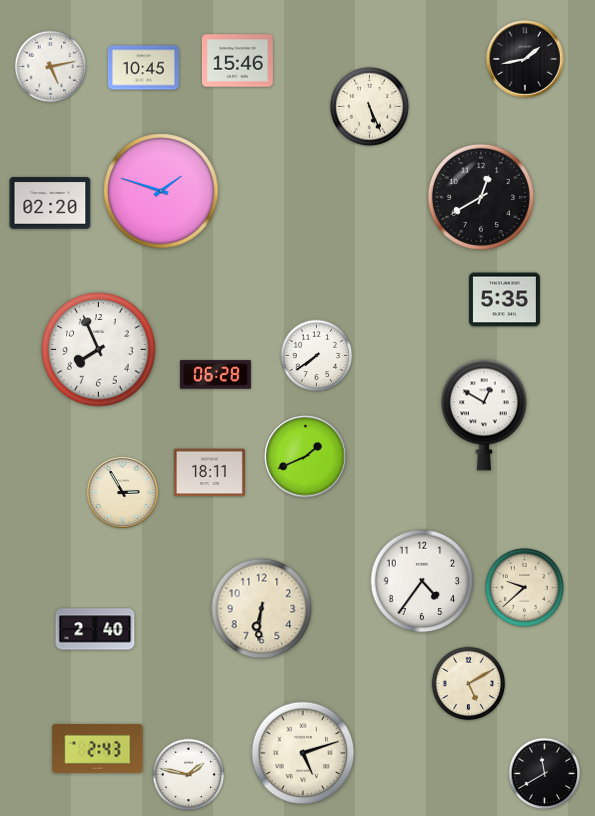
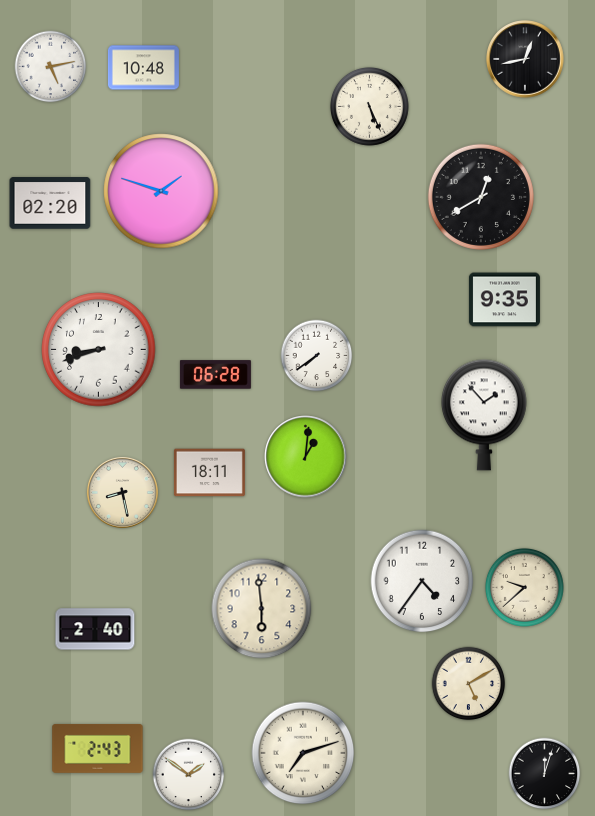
clock at (525, 59): 1:43 -> 12:43
clock at (237, 61): 15:46 -> none
clock at (143, 68): 10:45 -> 10:48
clock at (504, 300): 5:35 -> 9:35
clock at (99, 350): 7:56 -> 8:42
clock at (484, 415): 12:50 -> 1:53
clock at (306, 457): 1:41 -> 1:01
clock at (122, 492): 2:55 -> 8:28
clock at (262, 609): 6:31 -> 5:59
clock at (303, 753): 5:12 -> 7:12
clock at (545, 774): 11:40 -> 12:03
clock at (189, 775): 1:47 -> 1:51
